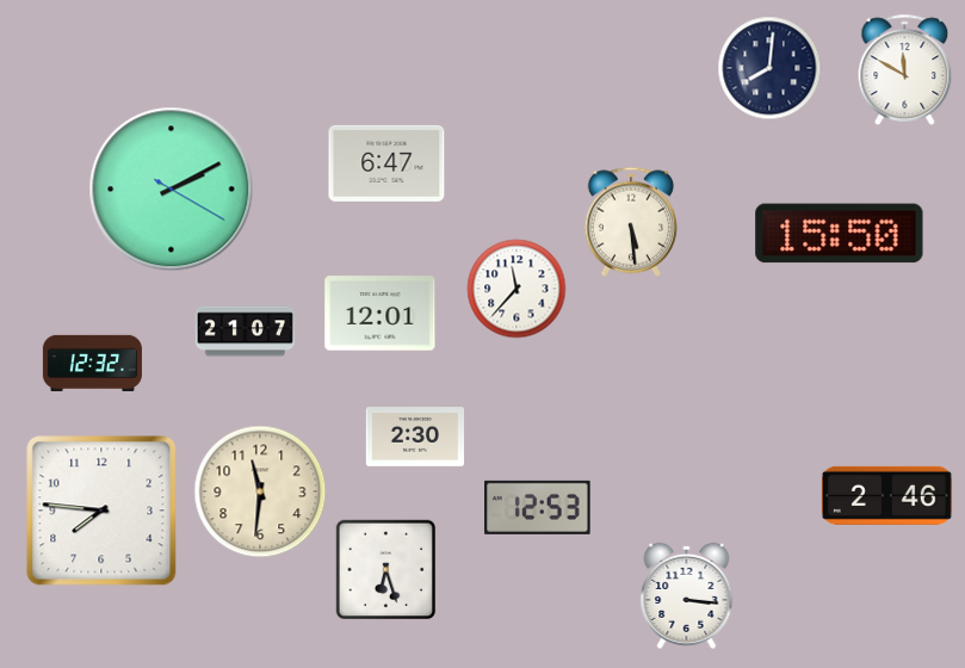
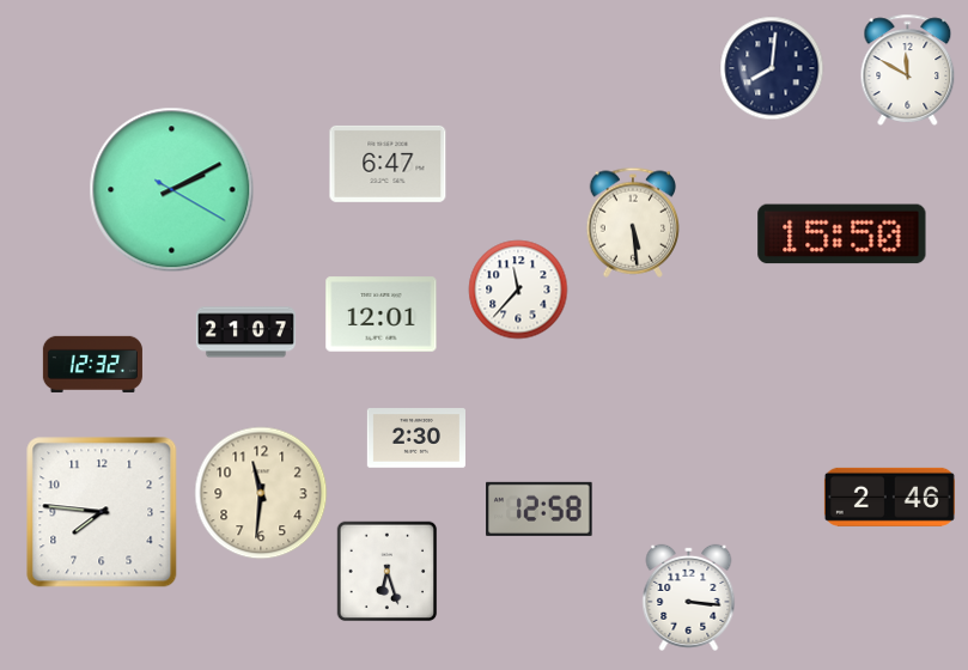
clock at (538, 507): 12:53 -> 12:58
